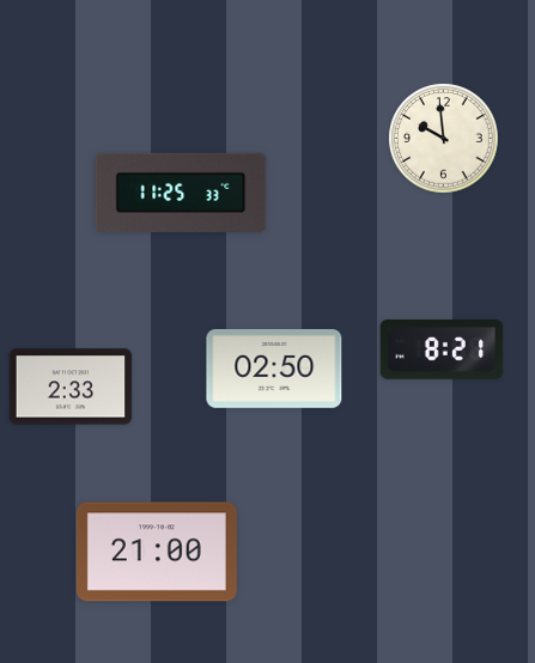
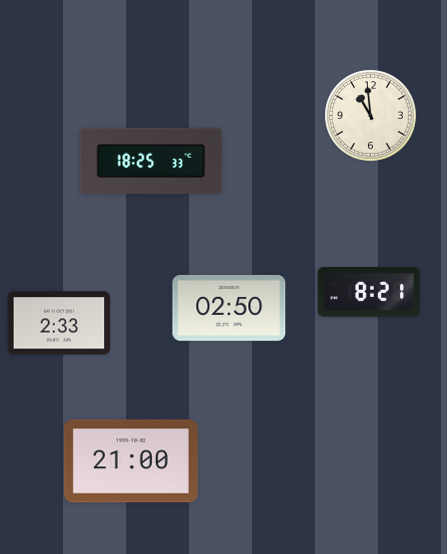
clock at (444, 139): 9:59 -> 10:59
clock at (181, 193): 11:25 -> 18:25
